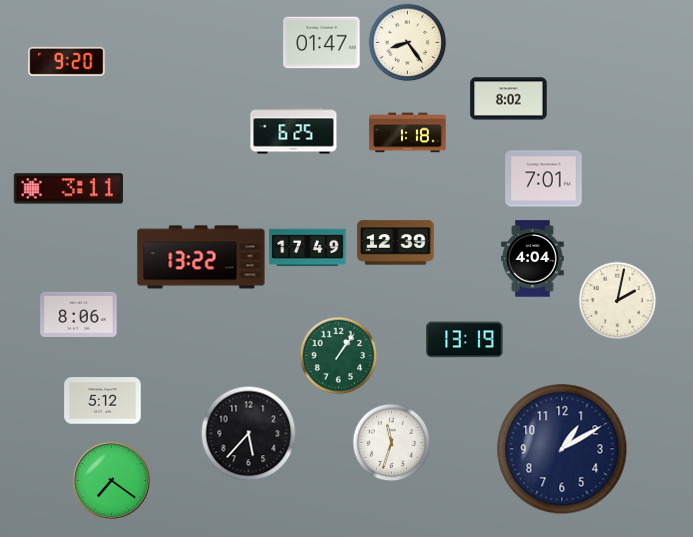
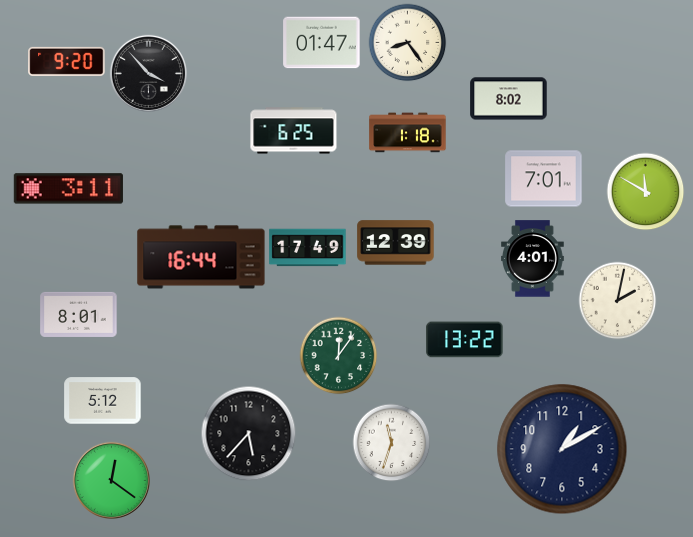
clock at (148, 73): none -> 3:53
clock at (645, 191): none -> 11:50
clock at (201, 257): 13:22 -> 16:44
clock at (533, 259): 4:04 -> 4:01
clock at (79, 314): 8:06 -> 8:01
clock at (465, 340): 13:19 -> 13:22
clock at (338, 355): 1:06 -> 12:06
clock at (111, 480): 7:21 -> 12:21
